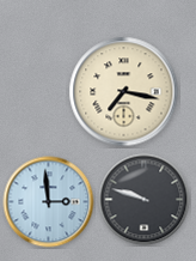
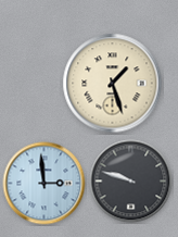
clock at (124, 92): 7:17 -> 1:27
